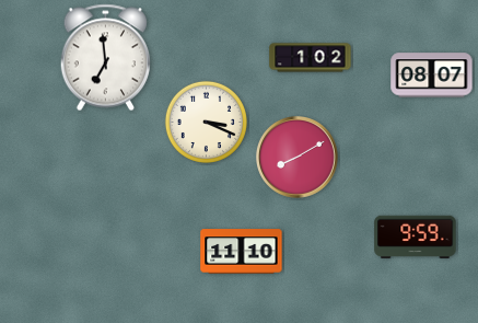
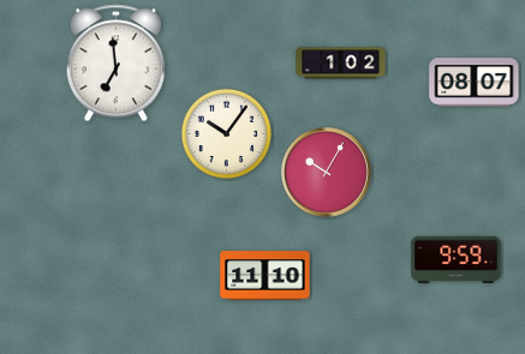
clock at (206, 122): 3:19 -> 10:06
clock at (298, 158): 8:10 -> 10:05
